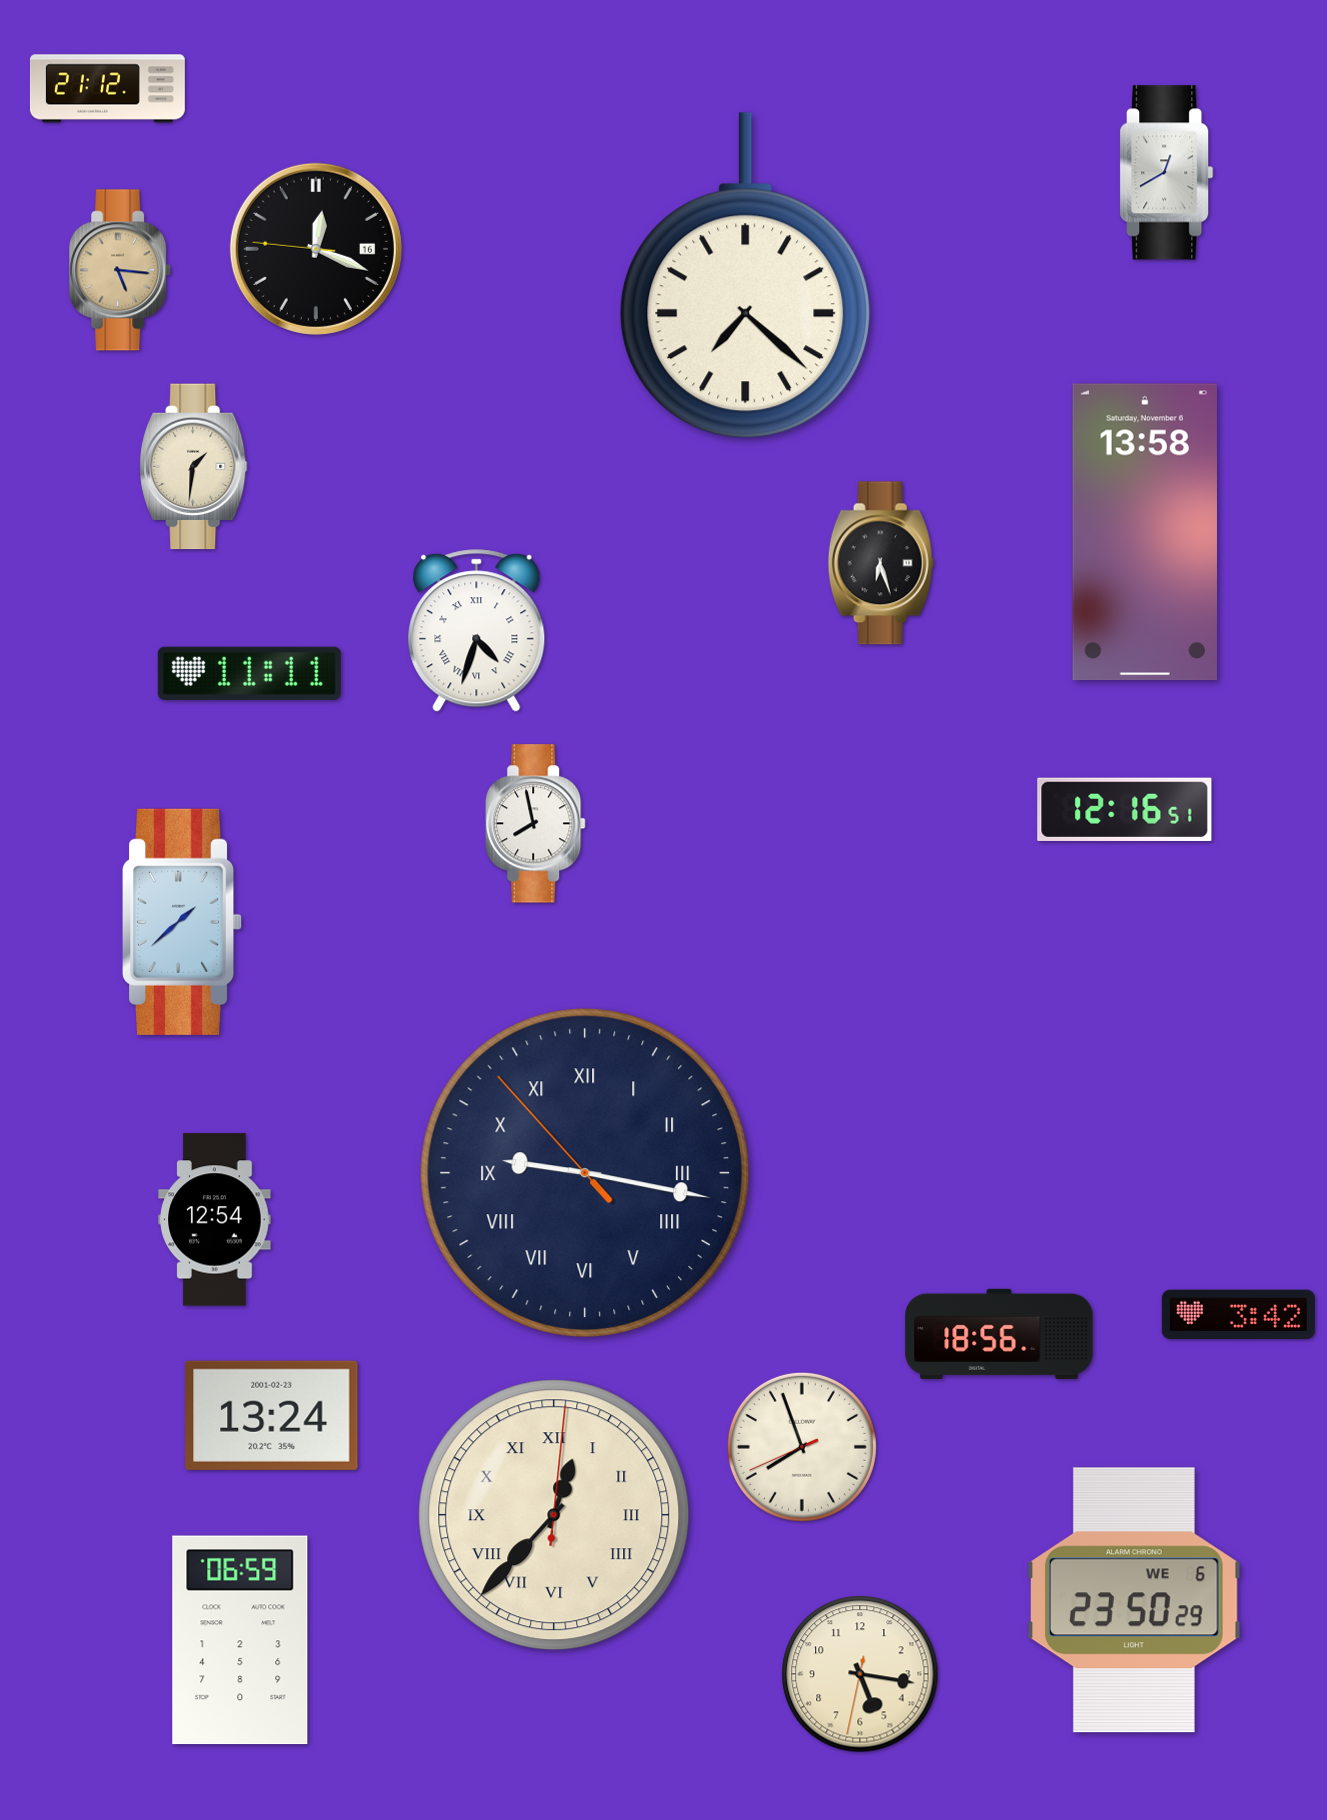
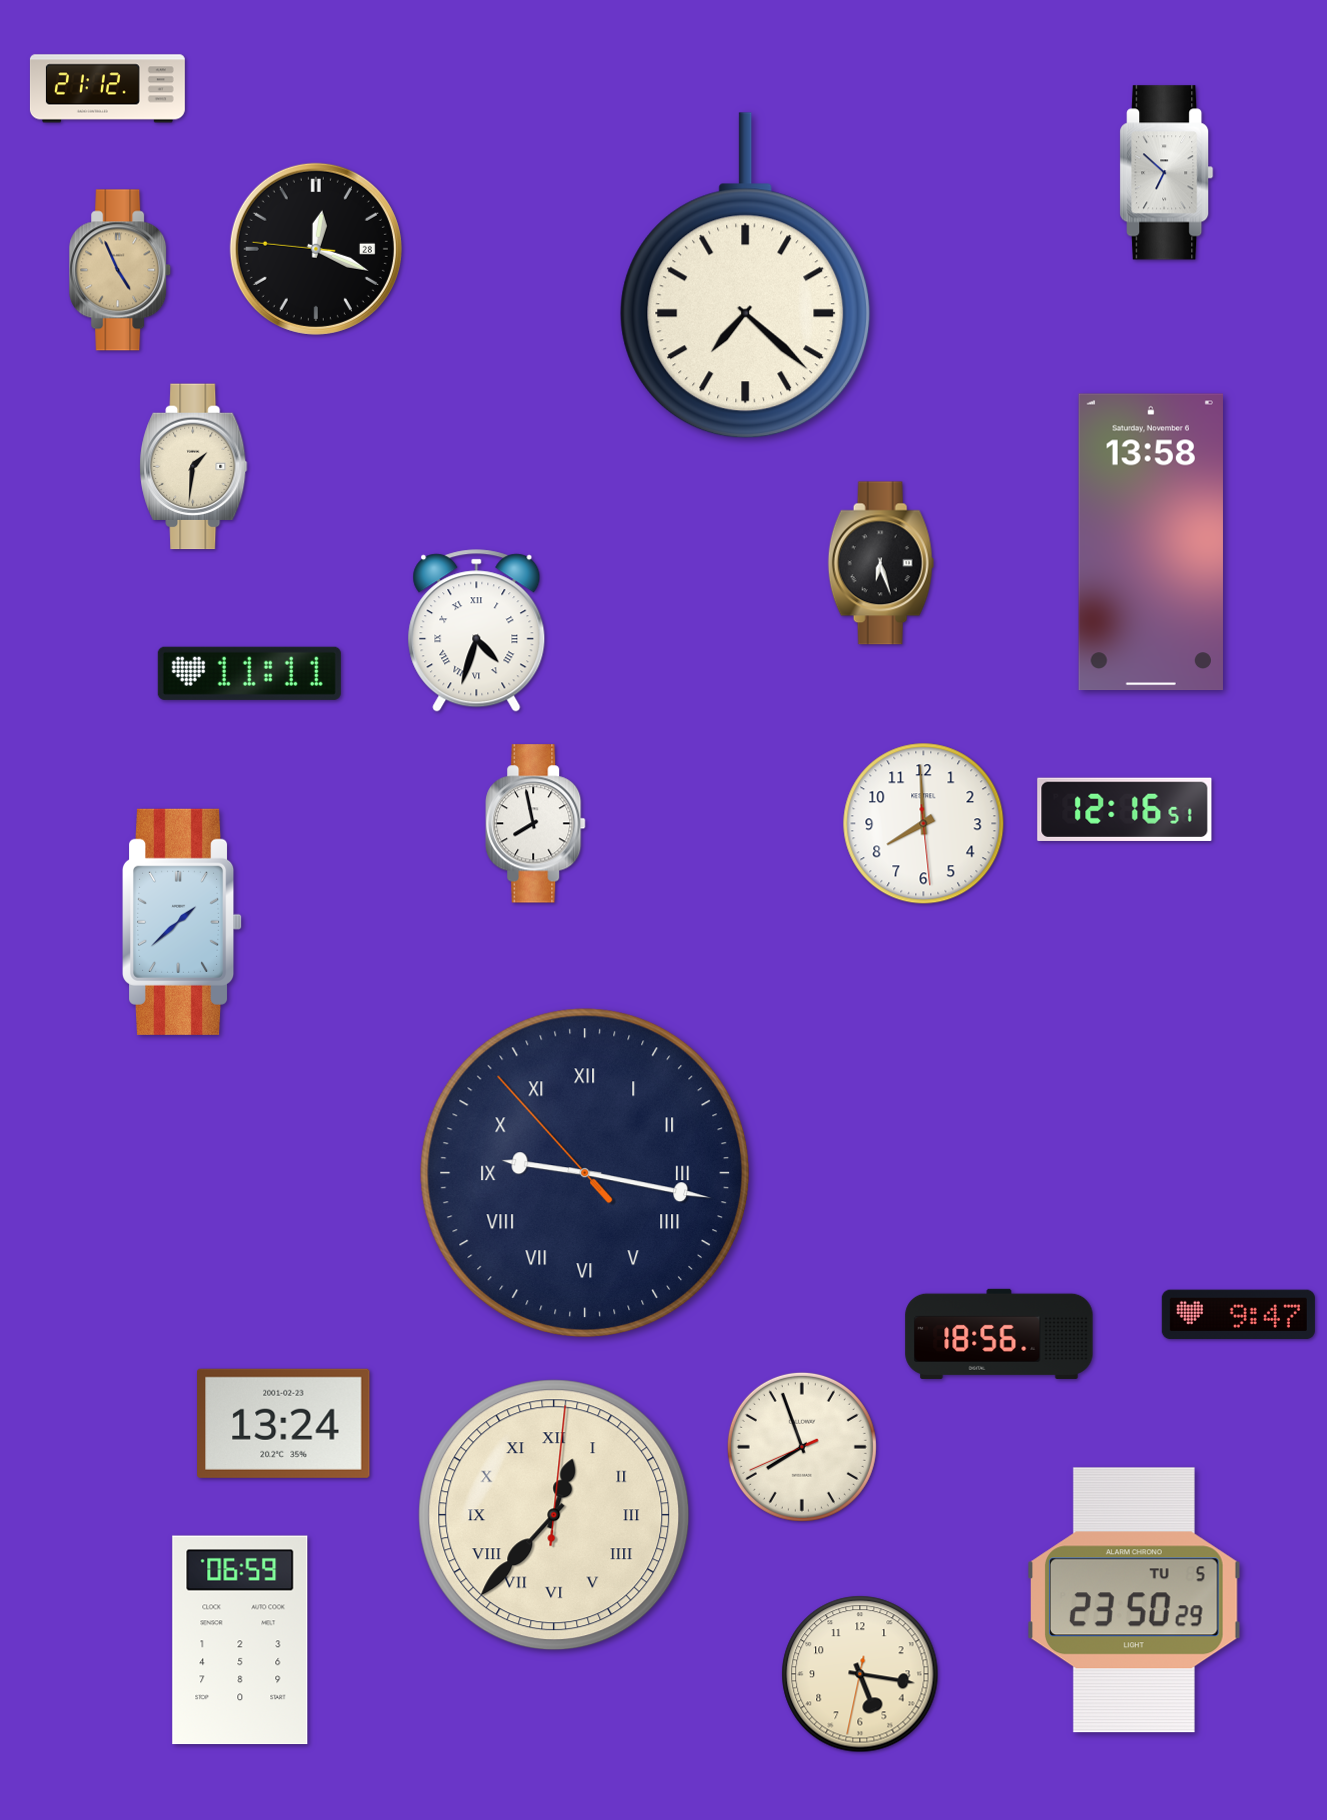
clock at (1167, 173): 12:40 -> 6:52
clock at (316, 249) date: 16 -> 28
clock at (121, 270): 5:16 -> 4:56
clock at (1145, 532) position: (1145, 532) -> (1151, 542)
clock at (924, 824): none -> 7:59
clock at (215, 1220): 12:54 -> none
clock at (1238, 1315): 3:42 -> 9:47
clock at (272, 1415) position: (272, 1415) -> (284, 1423)
clock at (1134, 1600) date: WE 6 -> TU 5
